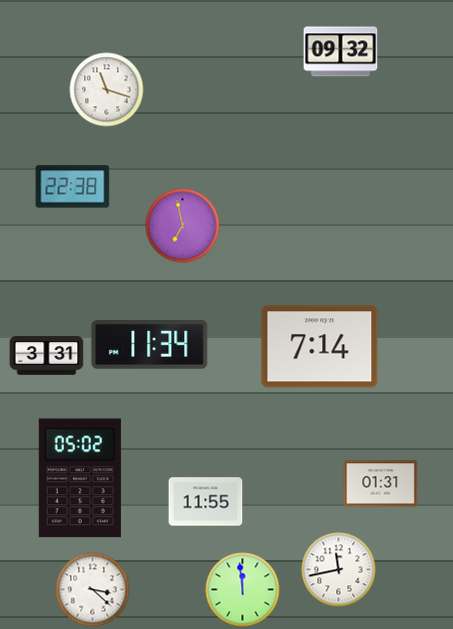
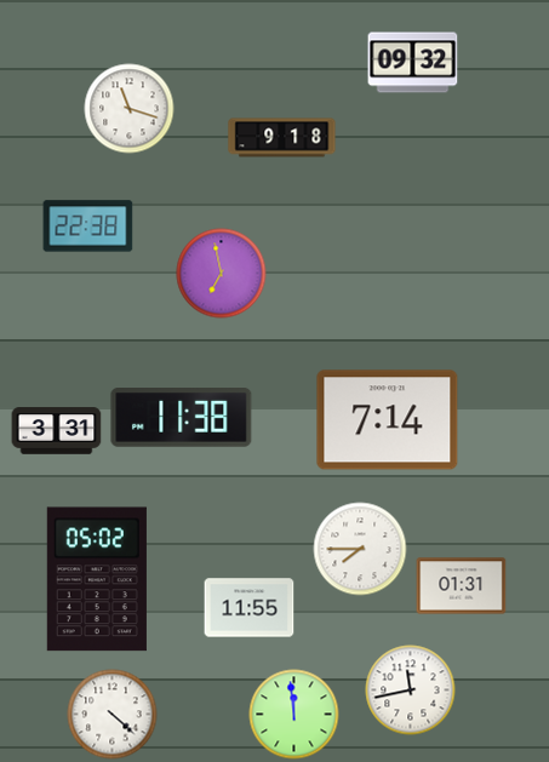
clock at (282, 138): none -> 9:18
clock at (150, 345): 11:34 -> 11:38
clock at (360, 549): none -> 7:45
clock at (93, 590): 3:22 -> 4:22
